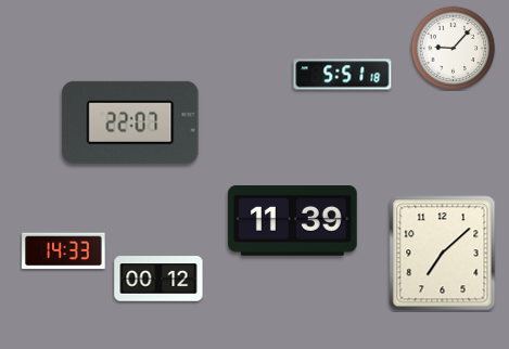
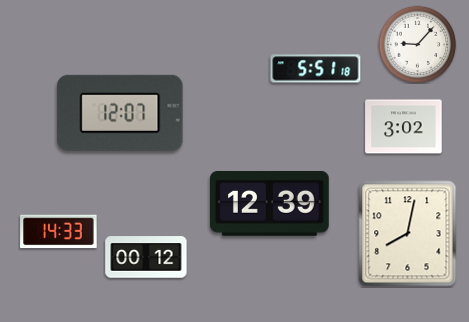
clock at (130, 122): 22:07 -> 12:07
clock at (404, 127): none -> 3:02
clock at (293, 221): 11:39 -> 12:39
clock at (443, 254): 7:08 -> 8:02
